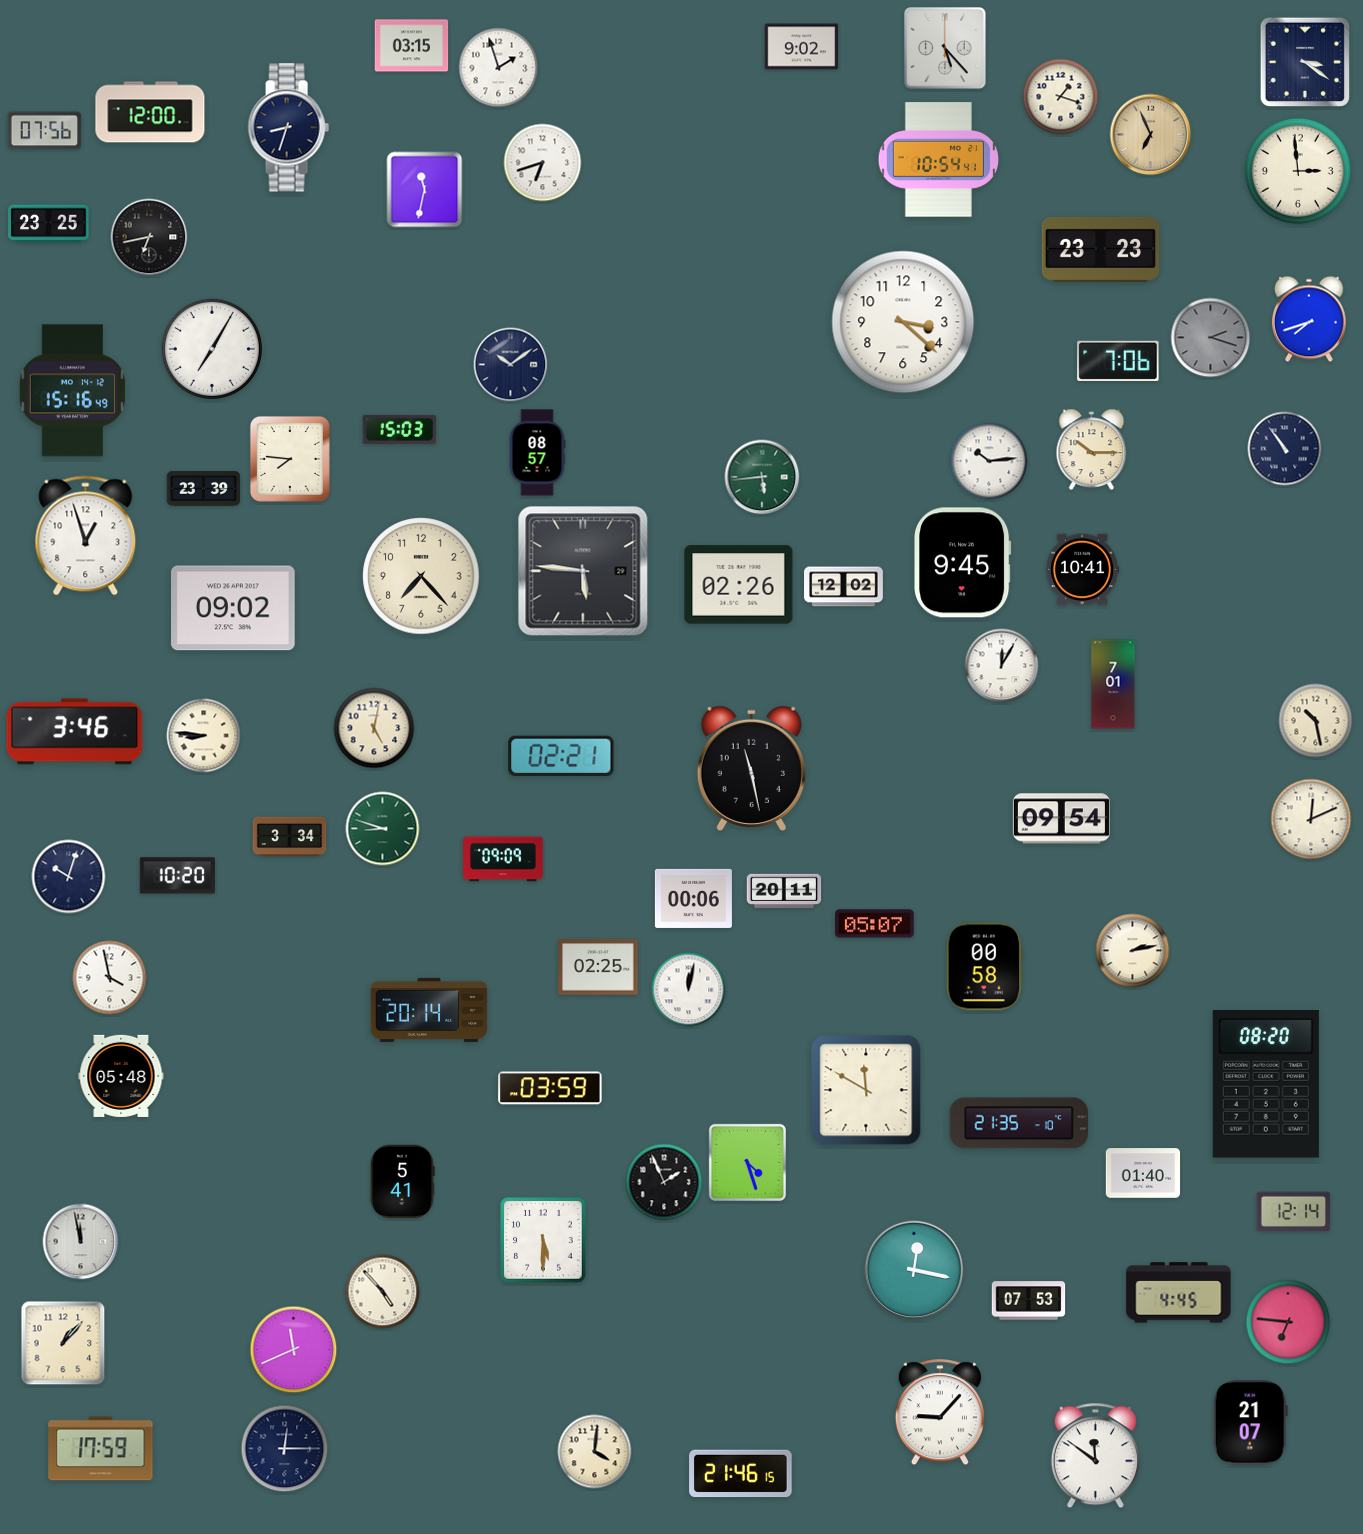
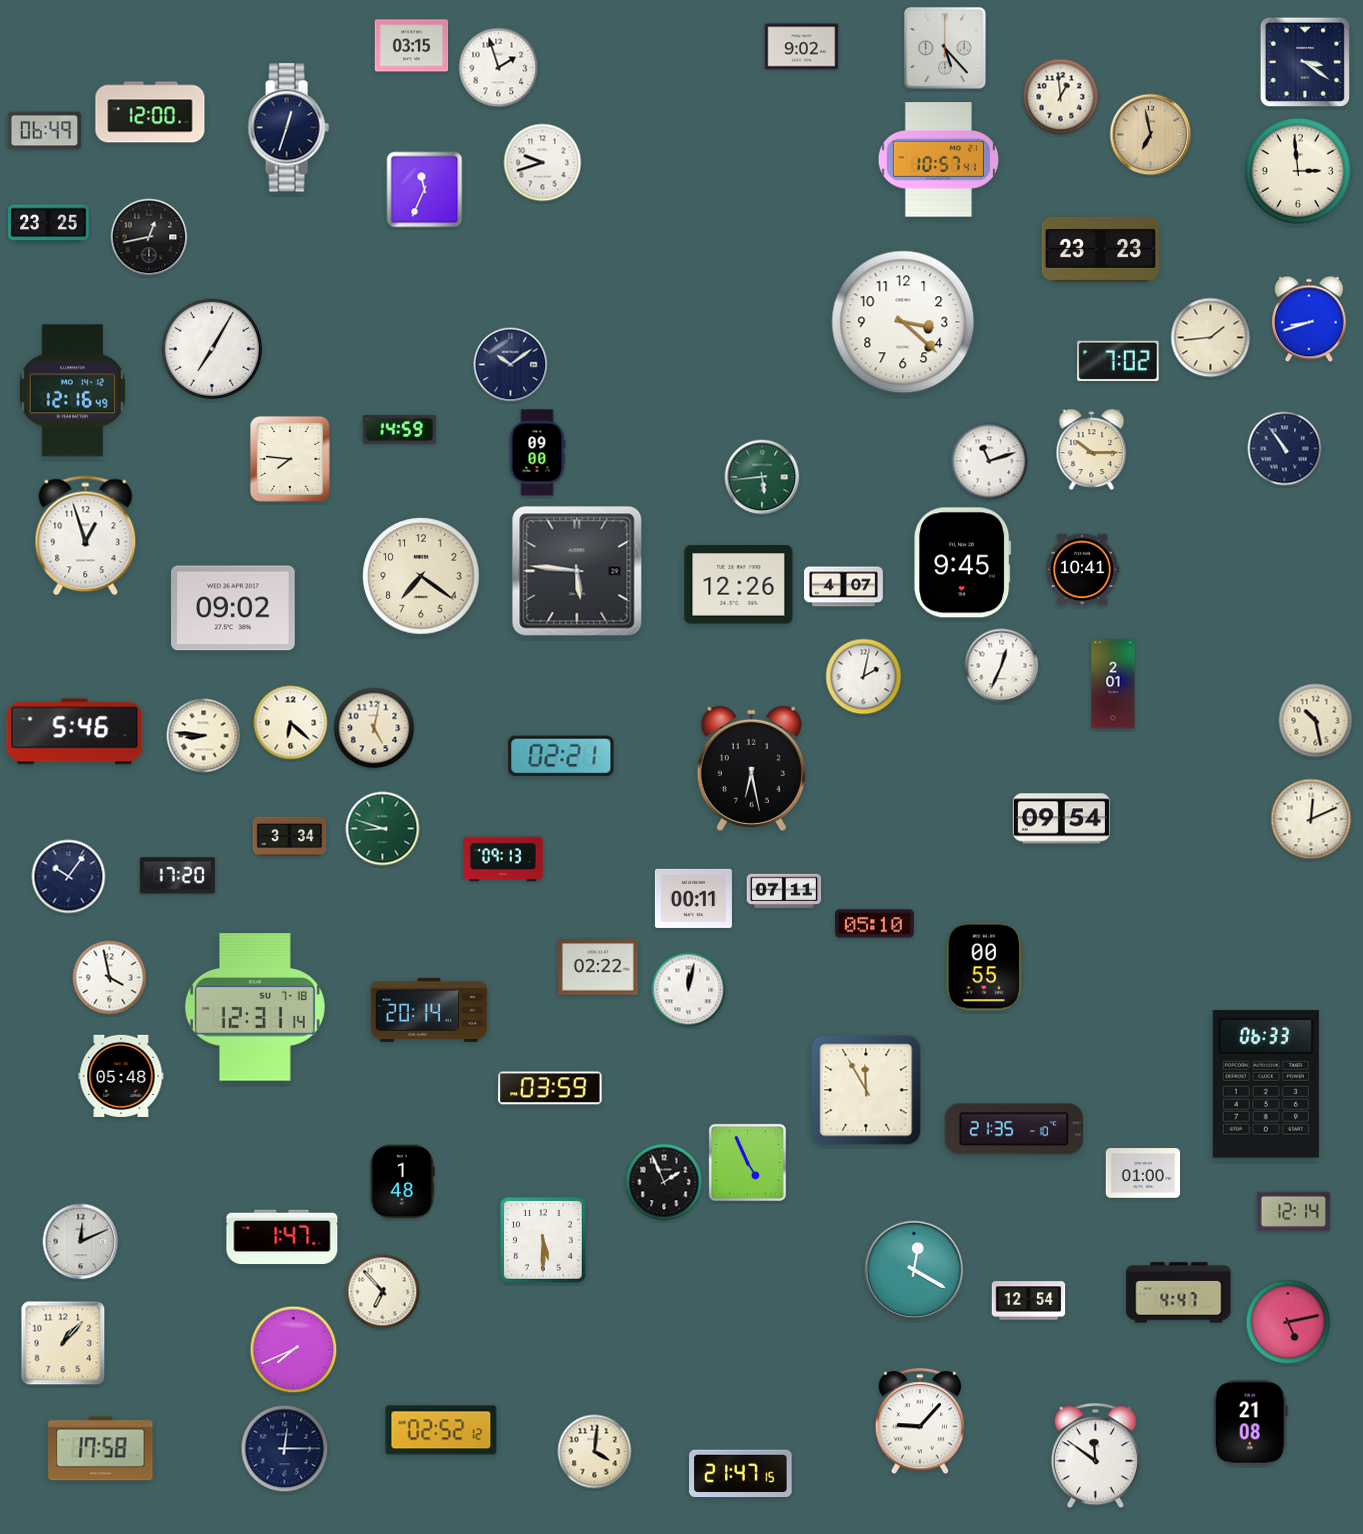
clock at (1061, 97): 1:18 -> 12:59
clock at (288, 128): 8:33 -> 12:33
clock at (45, 131): 07:56 -> 06:49
clock at (1151, 135): 6:56 -> 6:58
clock at (938, 160): 10:54 -> 10:57
clock at (543, 163): 6:42 -> 9:42
clock at (425, 190): 11:32 -> 11:34
clock at (149, 237): 6:43 -> 12:43
clock at (1309, 319): 7:42 -> 8:42
clock at (1211, 338): 2:18 -> 1:44
clock at (1211, 338) dial: grey -> cream
clock at (1118, 361): 7:06 -> 7:02
clock at (72, 391): 15:16 -> 12:16
clock at (400, 429): 15:03 -> 14:59
clock at (537, 453): 08:57 -> 09:00
clock at (989, 461): 10:14 -> 11:12
clock at (204, 489): 23:39 -> none
clock at (583, 571) position: (583, 571) -> (577, 571)
clock at (421, 576): 7:23 -> 7:21
clock at (739, 585): 02:26 -> 12:26
clock at (844, 587): 12:02 -> 4:07
clock at (1002, 666): 12:05 -> 12:34
clock at (864, 677): none -> 2:02
clock at (1113, 684): 7:01 -> 2:01
clock at (291, 723): none -> 6:22
clock at (75, 732): 3:46 -> 5:46
clock at (751, 768): 11:28 -> 6:28
clock at (503, 859): 09:09 -> 09:13
clock at (177, 876): 10:20 -> 17:20
clock at (69, 877): 10:03 -> 10:06
clock at (784, 891): 20:11 -> 07:11
clock at (693, 898): 00:06 -> 00:11
clock at (875, 924): 05:07 -> 05:10
clock at (1133, 951): 2:13 -> none
clock at (598, 967): 02:25 -> 02:22
clock at (984, 967): 00:58 -> 00:55
clock at (255, 1007): none -> 12:31
clock at (1266, 1084): 08:20 -> 06:33
clock at (866, 1090): 11:50 -> 11:55
clock at (1019, 1123) position: (1019, 1123) -> (1014, 1129)
clock at (747, 1162): 4:27 -> 4:56
clock at (1143, 1173): 01:40 -> 01:00
clock at (402, 1182): 5:41 -> 1:48
clock at (282, 1237): none -> 1:47
clock at (81, 1242): 11:58 -> 12:11
clock at (914, 1270): 12:17 -> 12:20
clock at (383, 1292): 4:53 -> 6:53
clock at (1179, 1293): 4:45 -> 4:47
clock at (1029, 1301): 07:53 -> 12:54
clock at (1288, 1322): 6:46 -> 5:13
clock at (294, 1350): 11:41 -> 7:41
clock at (940, 1413) position: (940, 1413) -> (920, 1422)
clock at (1250, 1423): 21:07 -> 21:08
clock at (441, 1430): none -> 02:52
clock at (101, 1449): 17:59 -> 17:58
clock at (741, 1474): 21:46 -> 21:47
